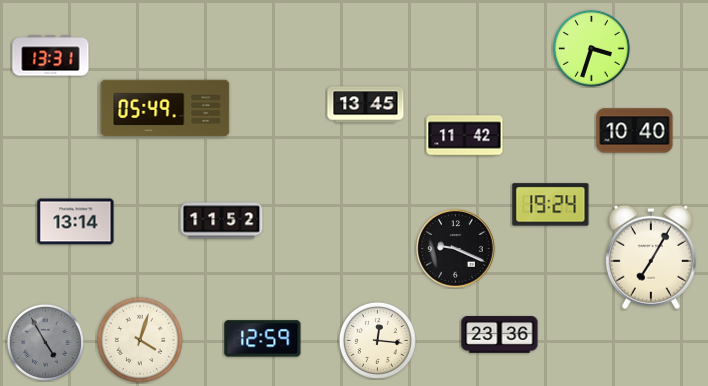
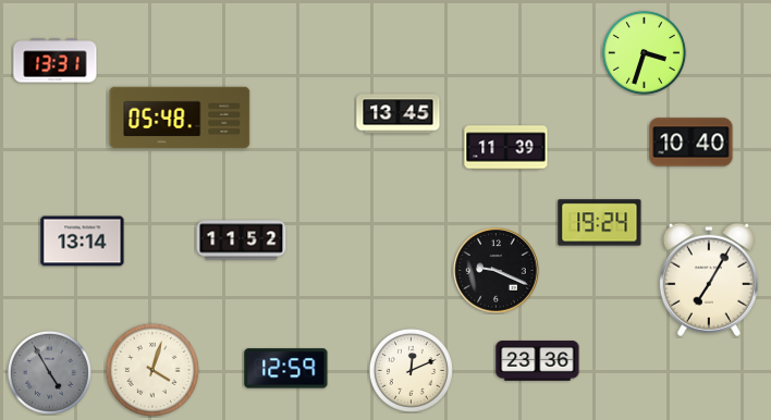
clock at (165, 108): 05:49 -> 05:48
clock at (465, 136): 11:42 -> 11:39
clock at (500, 335) position: (500, 335) -> (538, 361)
clock at (377, 340): 12:16 -> 12:11
